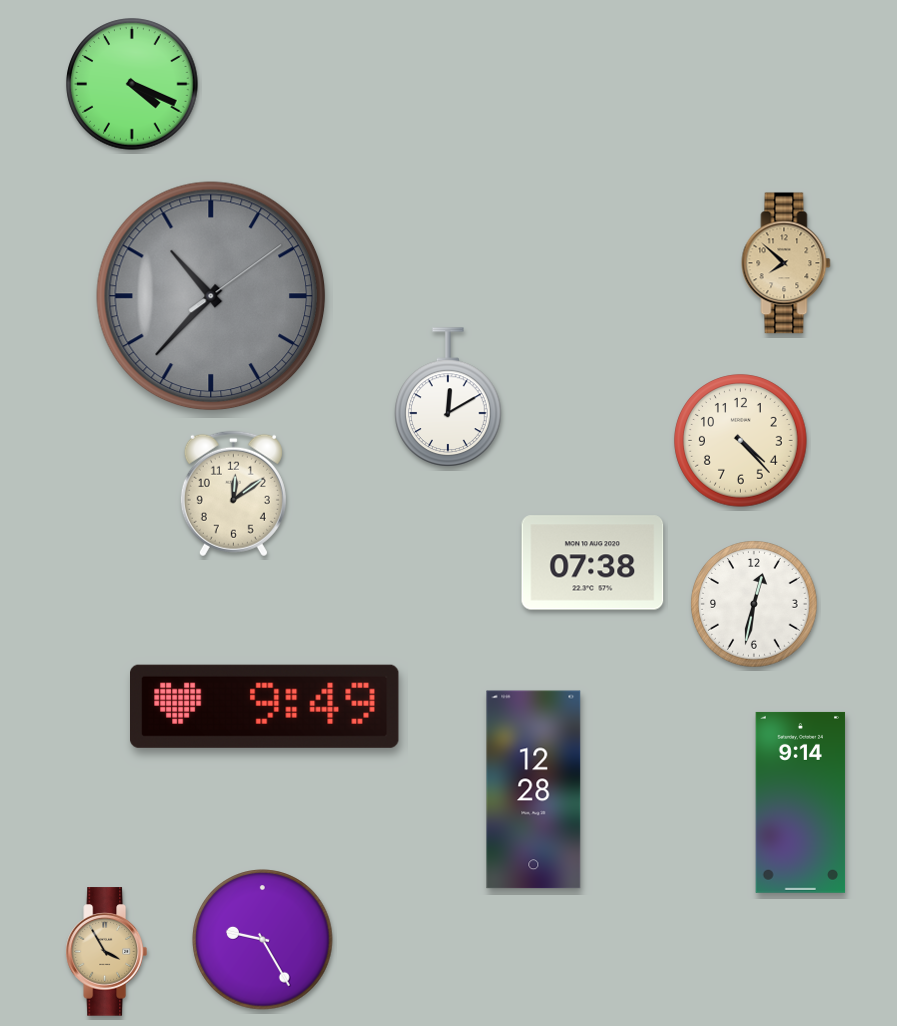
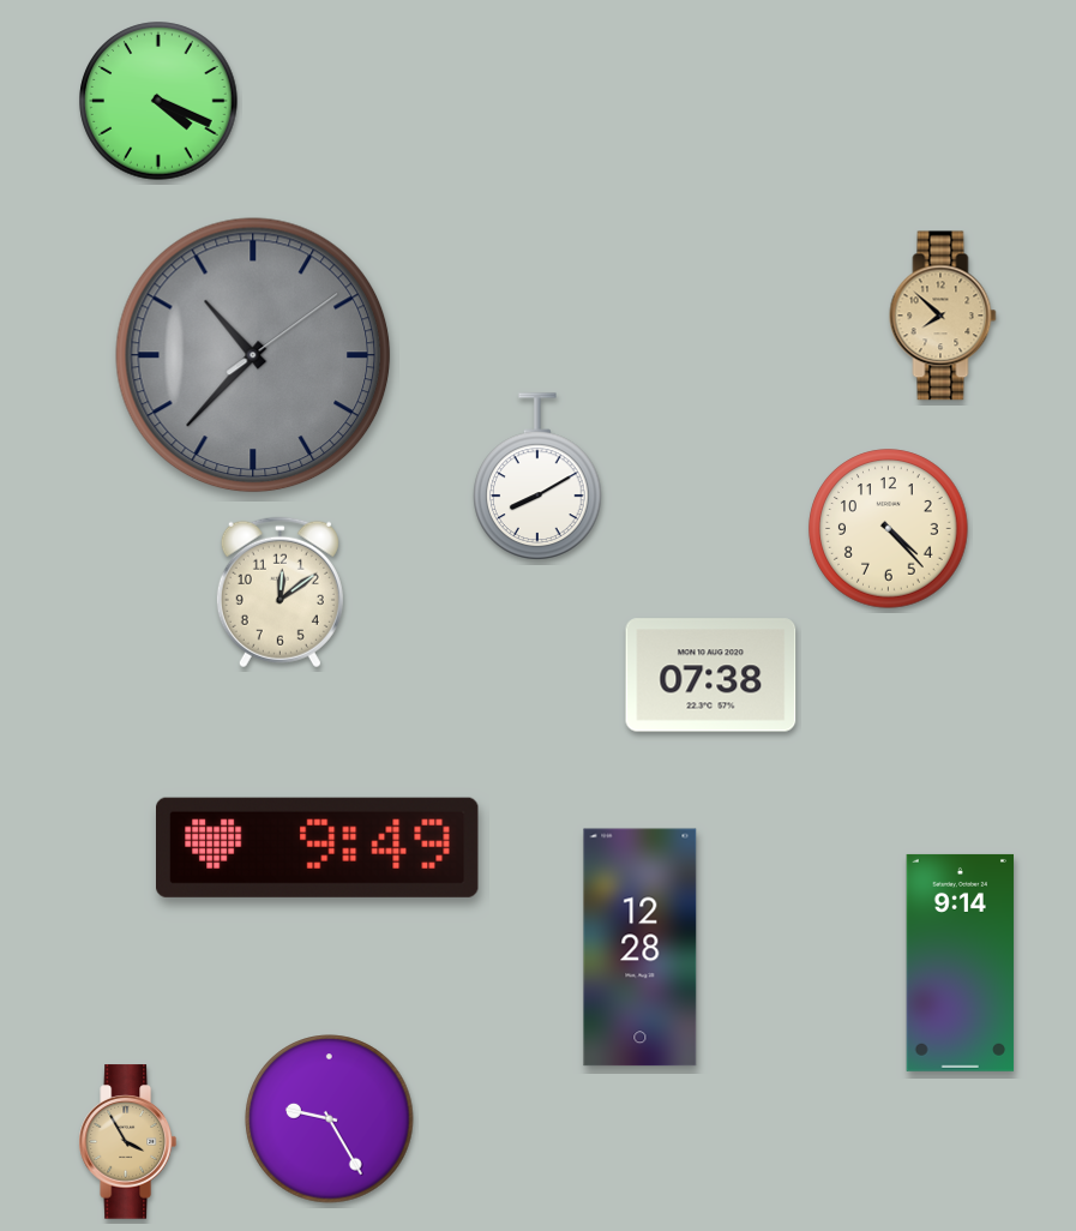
clock at (448, 397): 12:10 -> 8:10
clock at (754, 604): 12:32 -> none
clock at (263, 940) position: (263, 940) -> (330, 1119)
